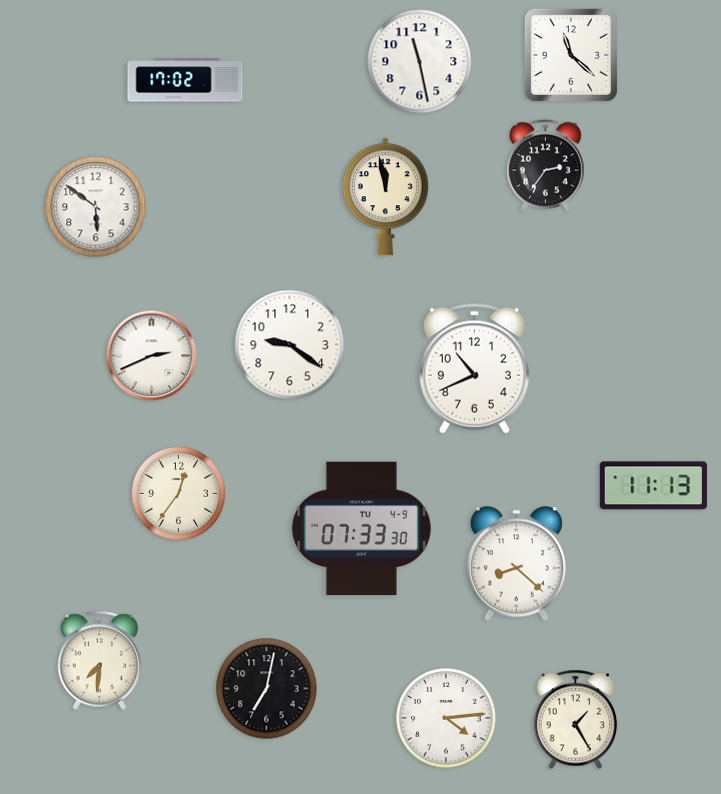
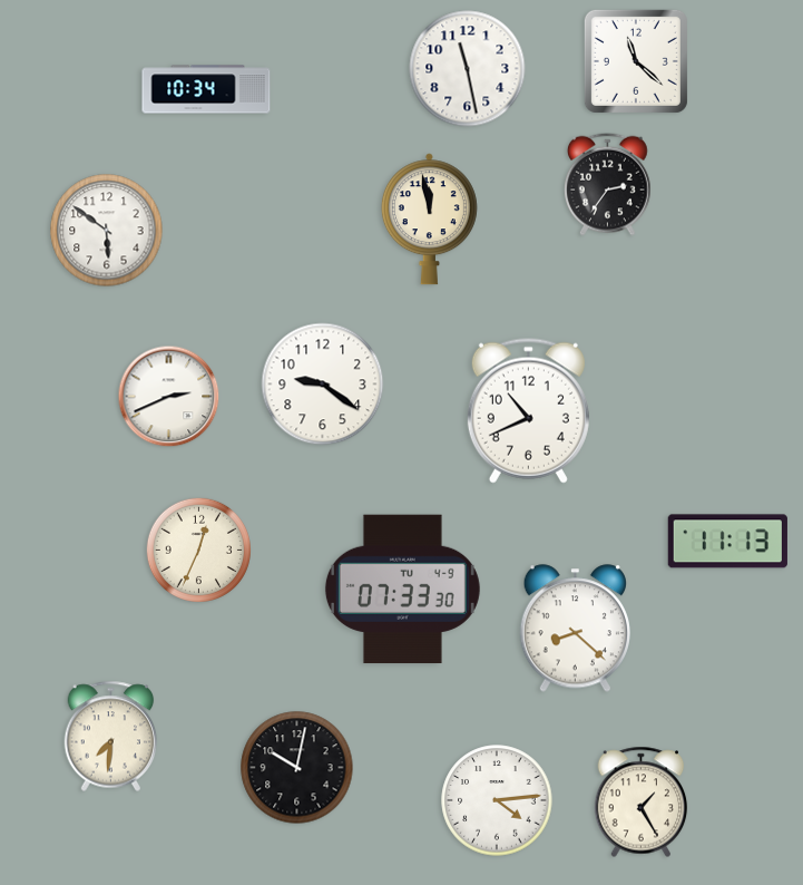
clock at (185, 80): 17:02 -> 10:34
clock at (178, 493): 12:36 -> 12:34
clock at (267, 689): 7:02 -> 10:02
